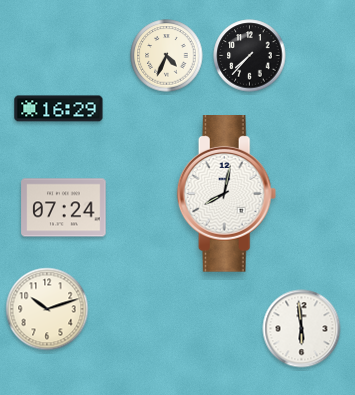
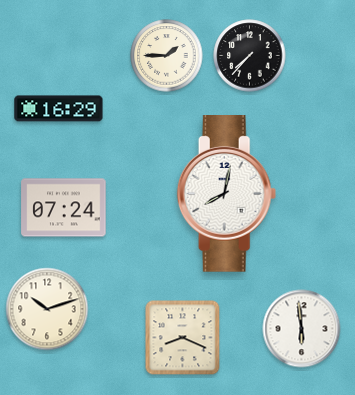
clock at (167, 56): 4:34 -> 1:45
clock at (183, 338): none -> 8:19
